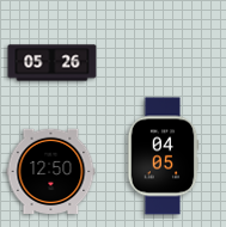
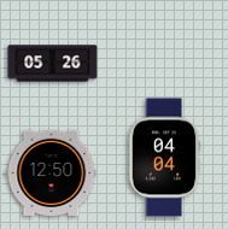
clock at (163, 157): 04:05 -> 04:04
